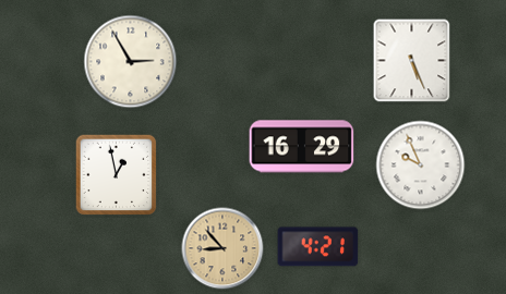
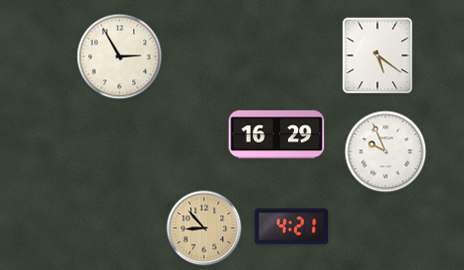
clock at (412, 61): 5:26 -> 5:21
clock at (117, 175): 12:58 -> none
